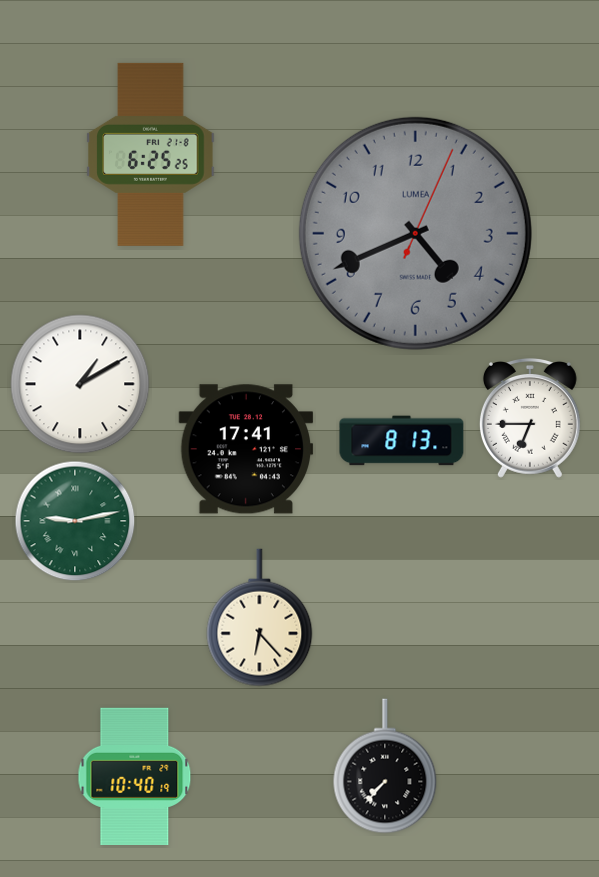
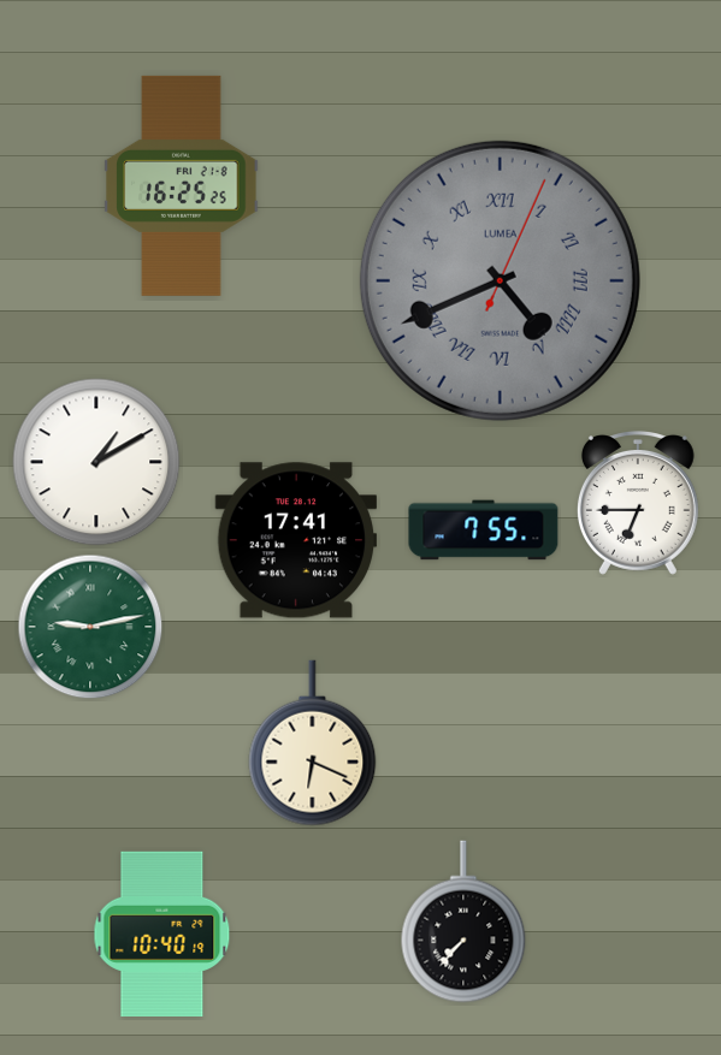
clock at (151, 154): 6:25 -> 16:25
clock at (415, 233) numerals: Arabic -> Roman
clock at (402, 441): 8:13 -> 7:55
clock at (260, 618): 6:23 -> 6:19
